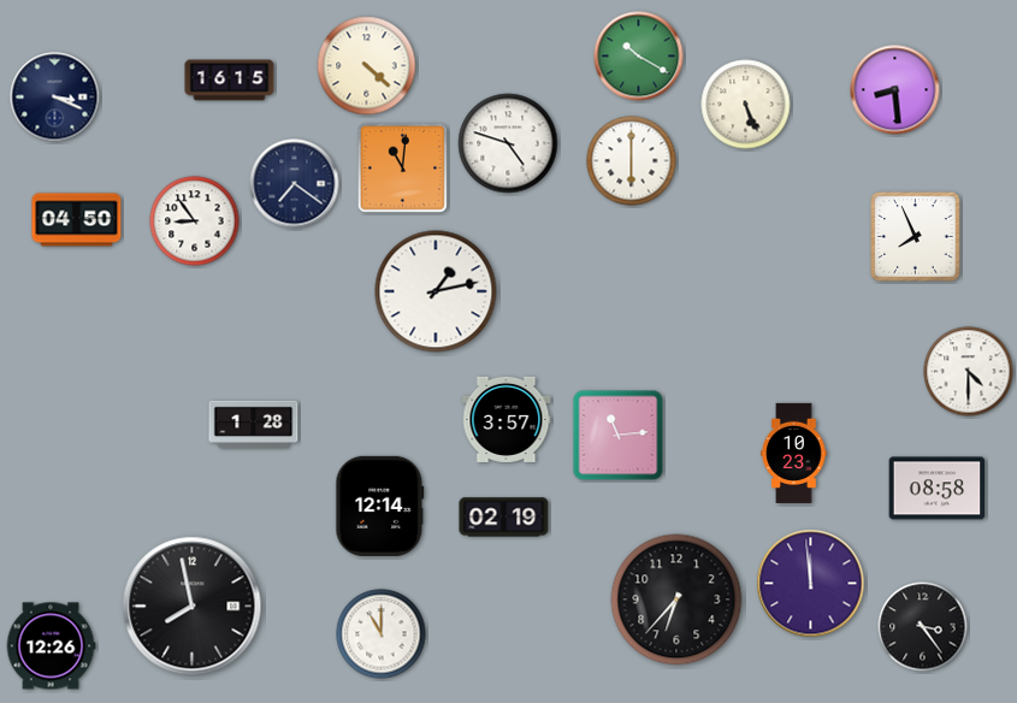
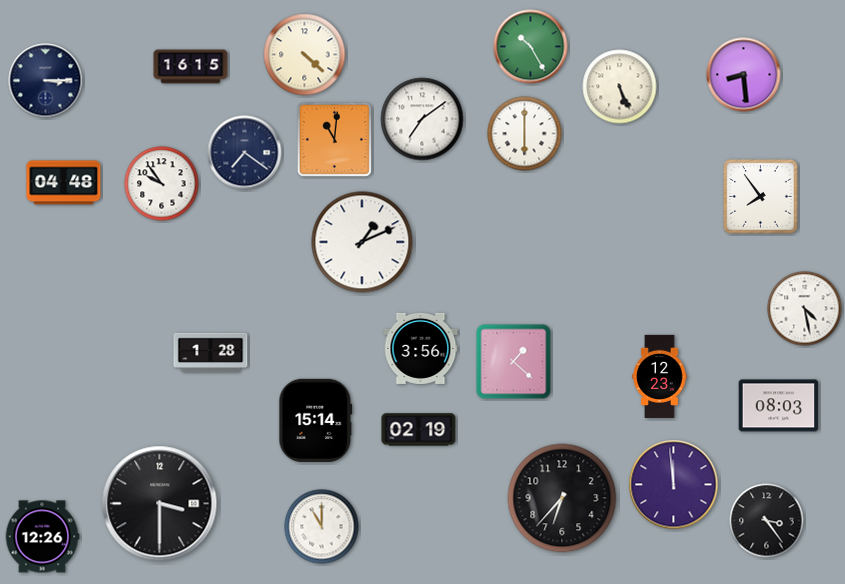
clock at (639, 57): 10:20 -> 10:25
clock at (55, 98): 3:19 -> 3:15
clock at (508, 143): 4:48 -> 7:09
clock at (77, 220): 04:50 -> 04:48
clock at (195, 221): 8:54 -> 9:54
clock at (916, 237): 7:56 -> 7:54
clock at (436, 291): 1:13 -> 1:11
clock at (969, 372): 4:30 -> 4:28
clock at (507, 419): 3:57 -> 3:56
clock at (619, 436): 11:14 -> 1:22
clock at (794, 453): 10:23 -> 12:23
clock at (938, 489): 08:58 -> 08:03
clock at (380, 506): 12:14 -> 15:14
clock at (193, 607): 7:58 -> 3:30
clock at (382, 634) position: (382, 634) -> (322, 527)
